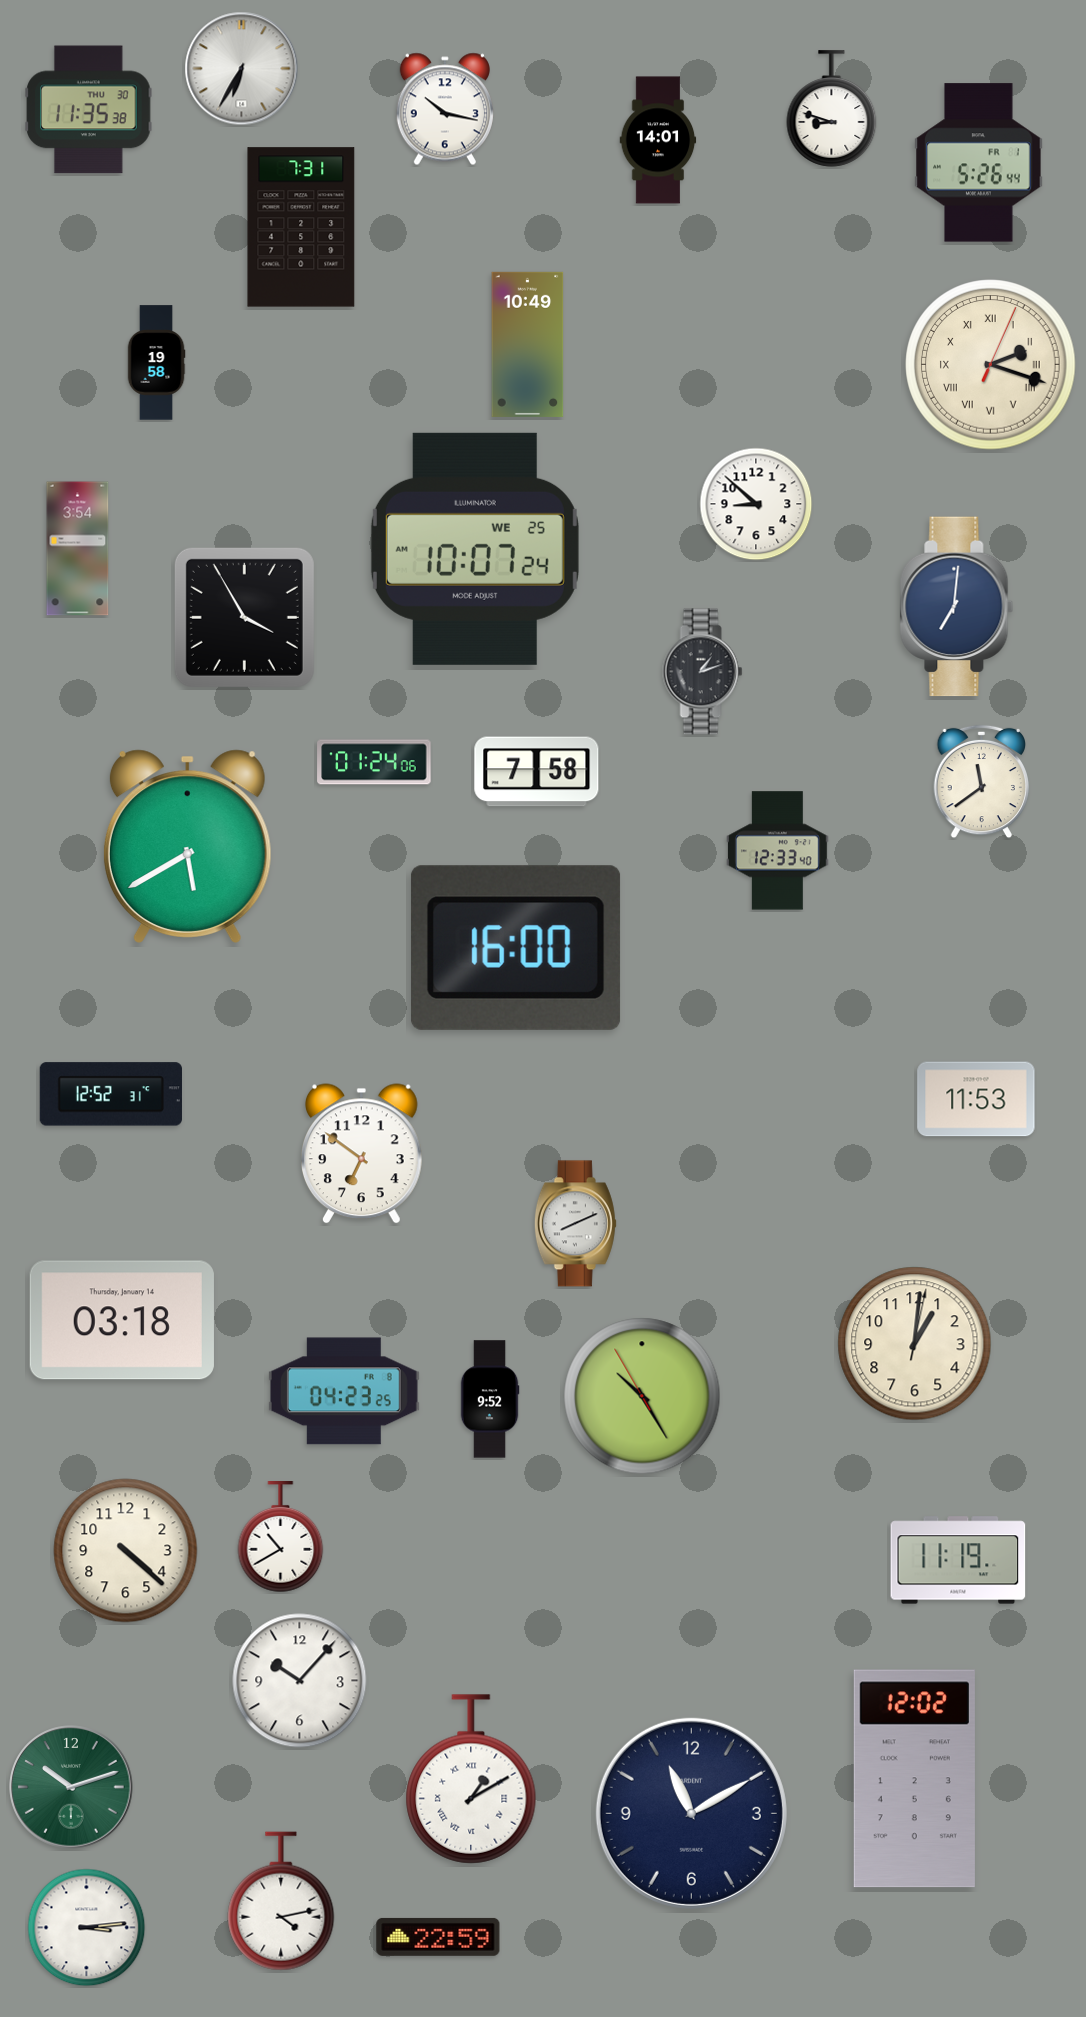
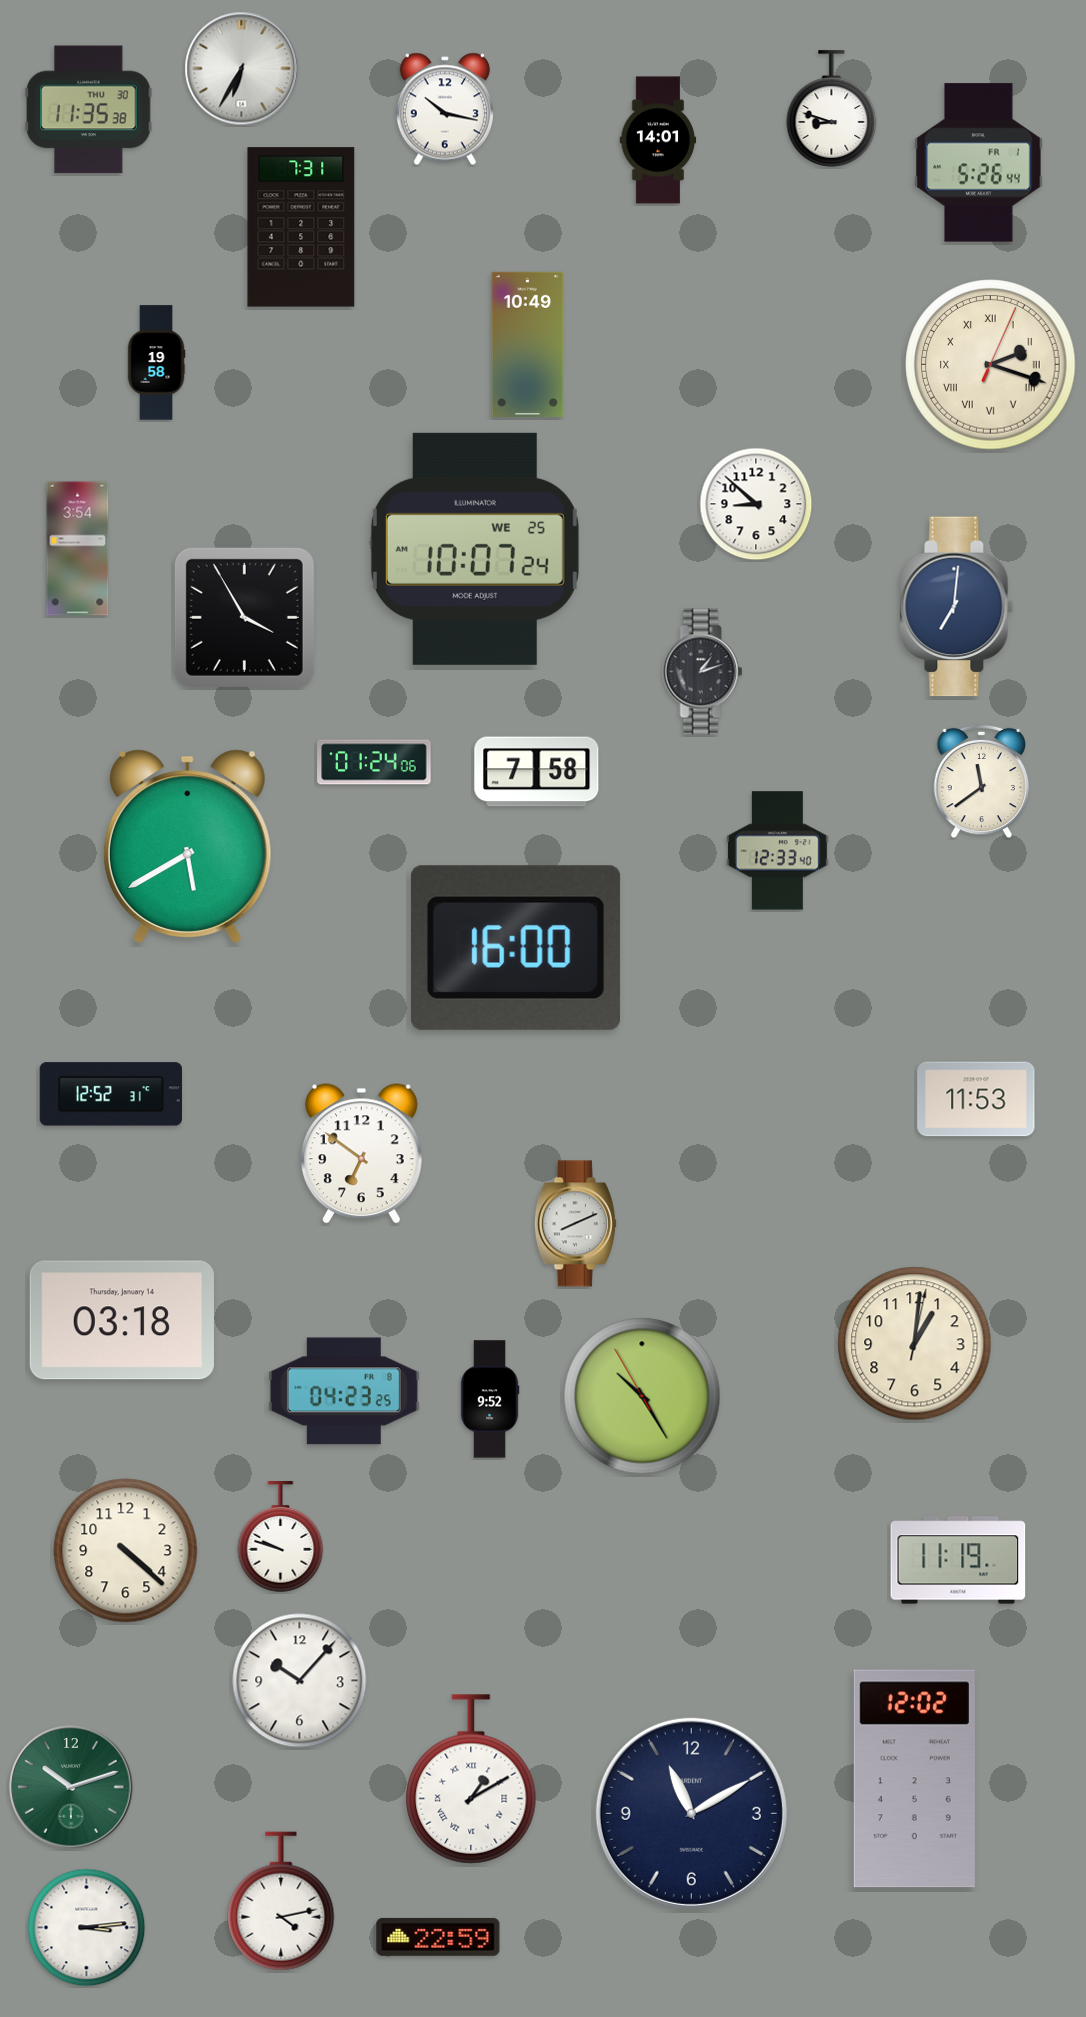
clock at (281, 1537): 10:40 -> 9:48
